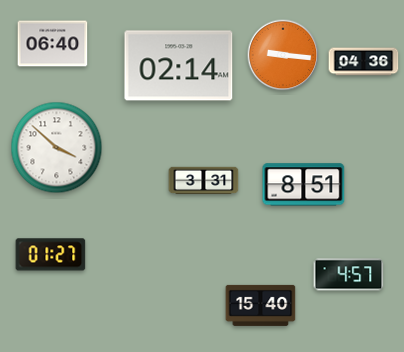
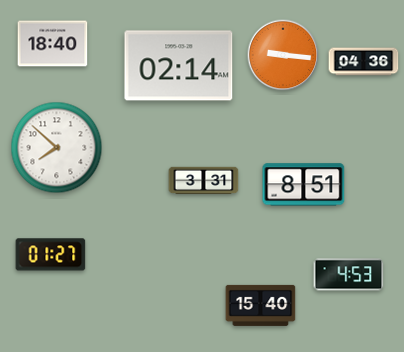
clock at (53, 44): 06:40 -> 18:40
clock at (57, 148): 3:52 -> 7:52
clock at (349, 275): 4:57 -> 4:53
